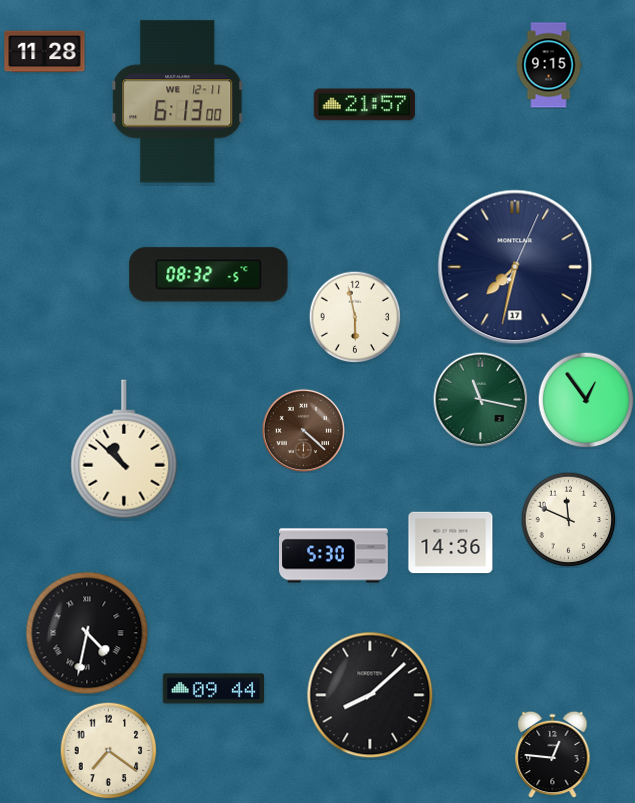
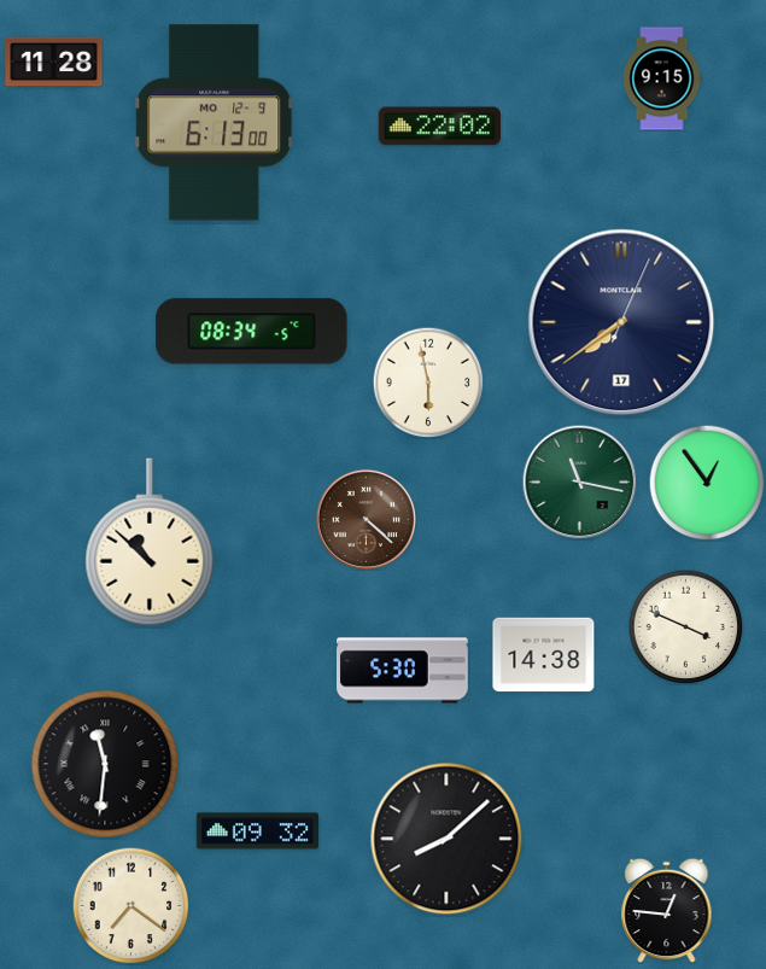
clock at (178, 102) date: WE 12-11 -> MO 12-9
clock at (364, 105): 21:57 -> 22:02
clock at (515, 267): 7:32 -> 7:39
clock at (209, 275): 08:32 -> 08:34
clock at (568, 519): 11:49 -> 3:49
clock at (451, 543): 14:36 -> 14:38
clock at (87, 633): 4:32 -> 11:31
clock at (213, 689): 09:44 -> 09:32
